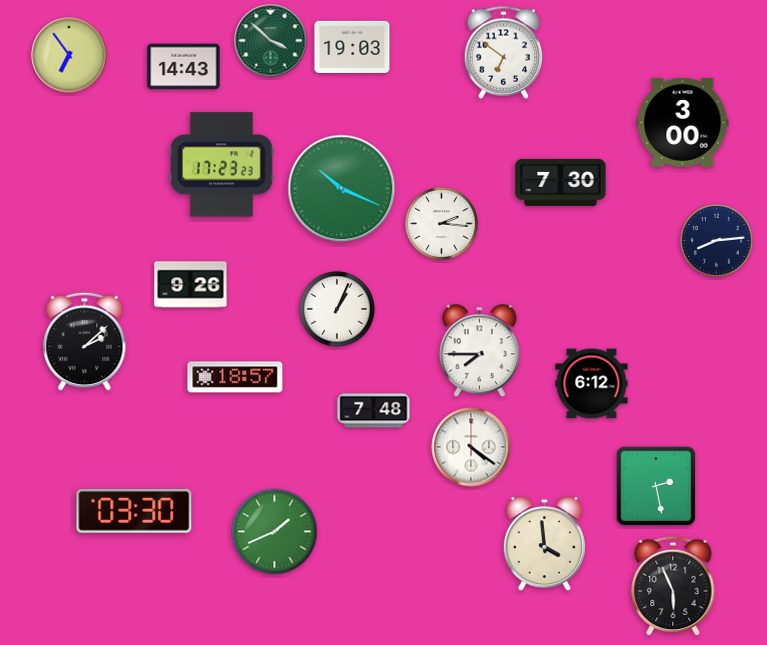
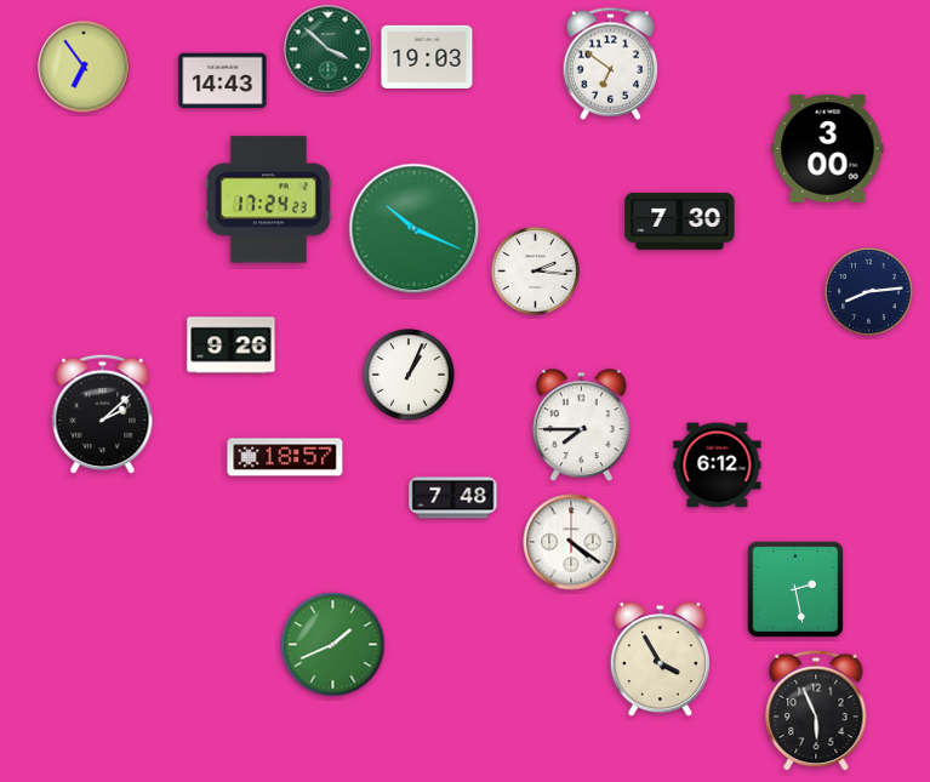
clock at (221, 165): 17:23 -> 17:24
clock at (134, 512): 03:30 -> none
clock at (544, 544): 3:59 -> 3:55
